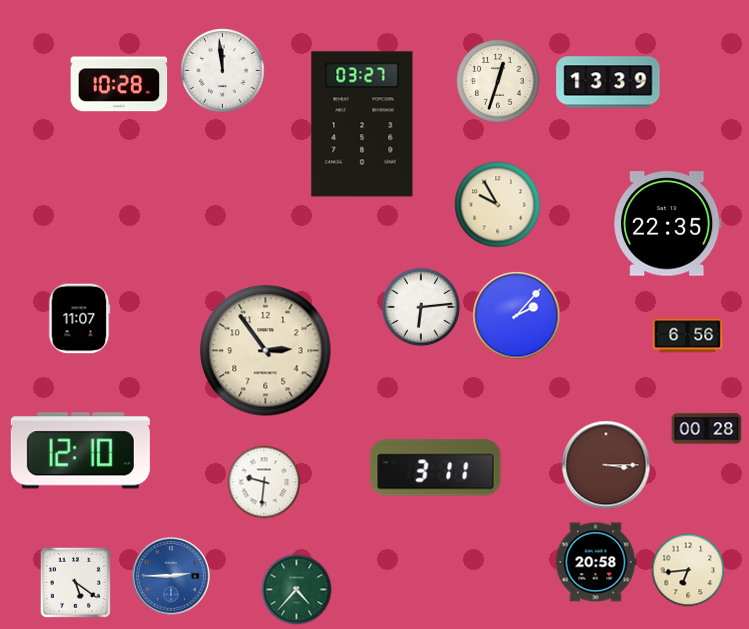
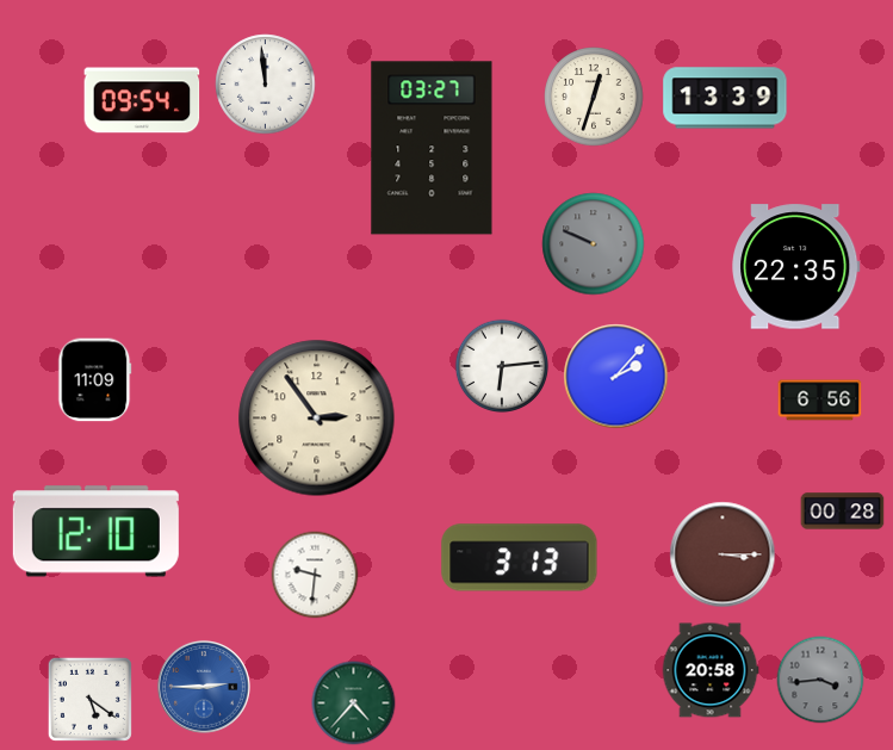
clock at (119, 84): 10:28 -> 09:54
clock at (498, 205): 9:55 -> 9:49
clock at (498, 205) dial: cream -> grey
clock at (80, 319): 11:07 -> 11:09
clock at (80, 451) position: (80, 451) -> (95, 532)
clock at (436, 468): 3:11 -> 3:13
clock at (688, 570): 6:44 -> 3:44
clock at (688, 570) dial: cream -> grey
clock at (75, 582) position: (75, 582) -> (89, 699)
